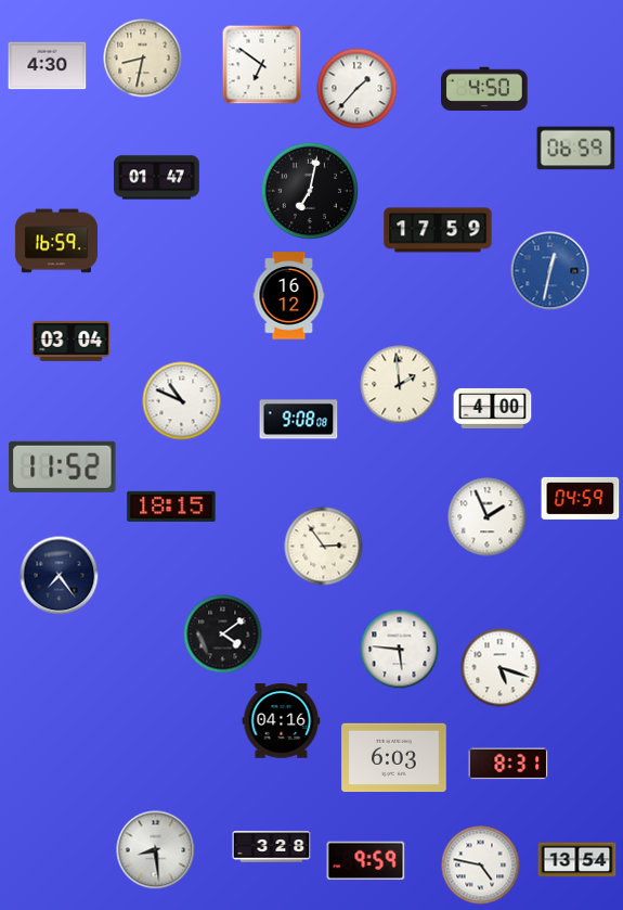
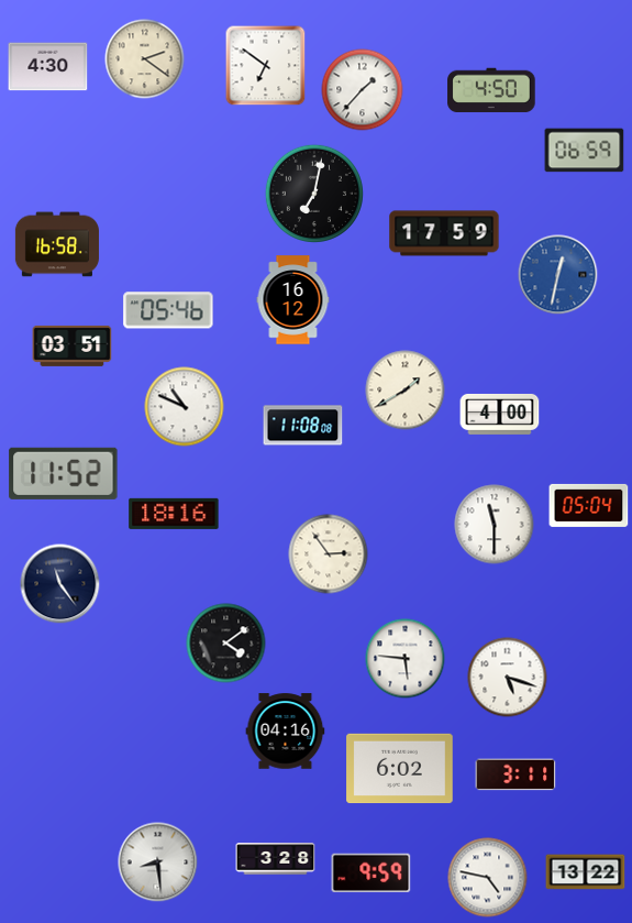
clock at (143, 59): 8:32 -> 2:21
clock at (157, 178): 01:47 -> none
clock at (56, 241): 16:59 -> 16:58
clock at (168, 310): none -> 05:46
clock at (72, 341): 03:04 -> 03:51
clock at (400, 385): 1:59 -> 1:40
clock at (299, 420): 9:08 -> 11:08
clock at (581, 498): 04:59 -> 05:04
clock at (171, 507): 18:15 -> 18:16
clock at (488, 517): 1:56 -> 11:30
clock at (60, 576): 7:24 -> 11:24
clock at (394, 758): 6:03 -> 6:02
clock at (508, 764): 8:31 -> 3:11
clock at (577, 860): 13:54 -> 13:22
